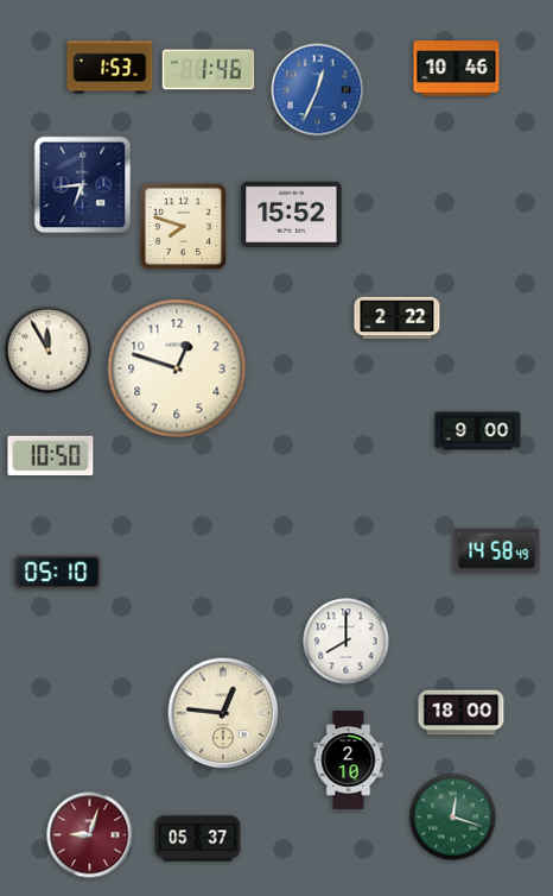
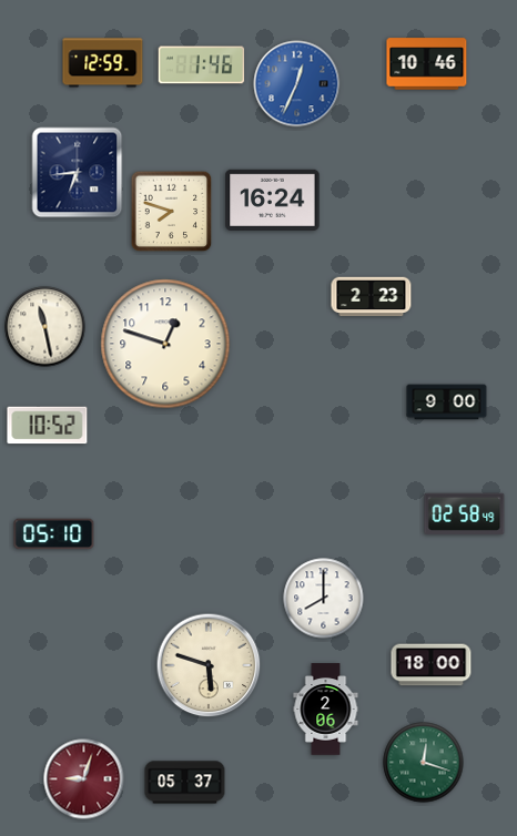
clock at (110, 68): 1:53 -> 12:59
clock at (209, 70) position: (209, 70) -> (202, 65)
clock at (292, 214): 15:52 -> 16:24
clock at (398, 318): 2:22 -> 2:23
clock at (49, 351): 11:55 -> 11:28
clock at (51, 456): 10:50 -> 10:52
clock at (497, 550): 14:58 -> 02:58
clock at (223, 713): 12:46 -> 5:48
clock at (349, 761): 2:10 -> 2:06
